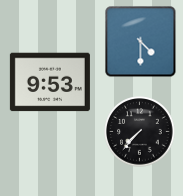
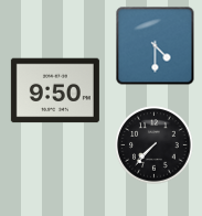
clock at (50, 82): 9:53 -> 9:50
